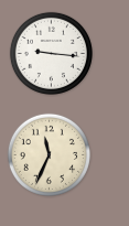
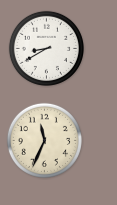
clock at (51, 53): 9:16 -> 8:40
